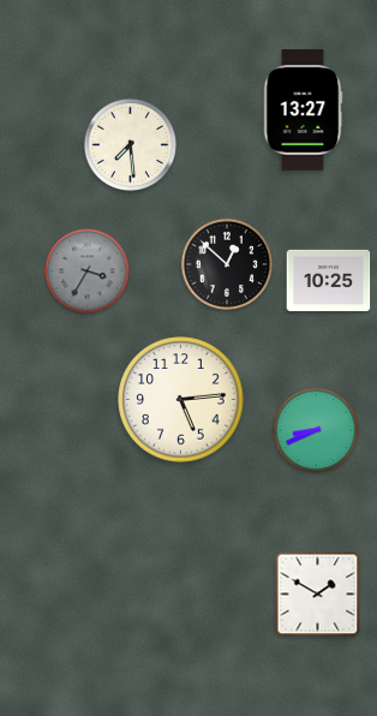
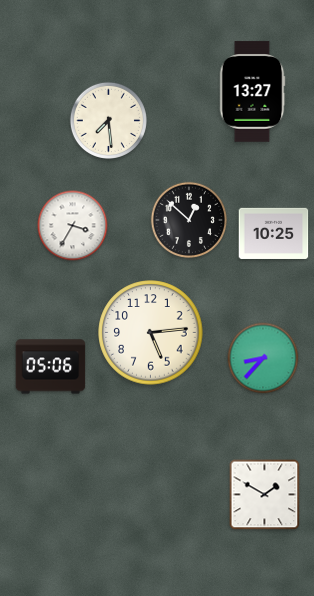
clock at (88, 272) dial: grey -> white
clock at (316, 430): 8:41 -> 8:37
clock at (51, 367): none -> 05:06
